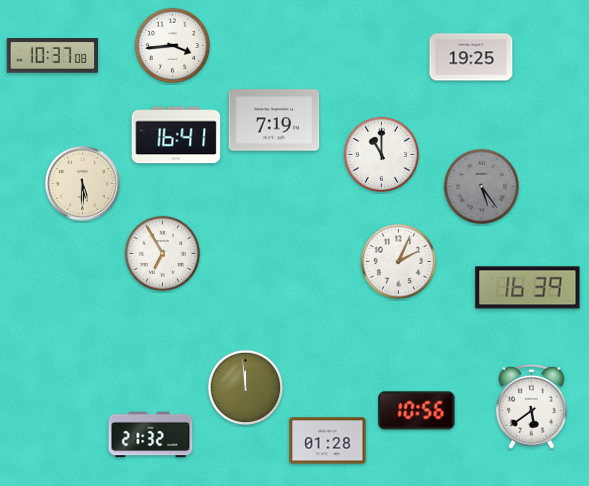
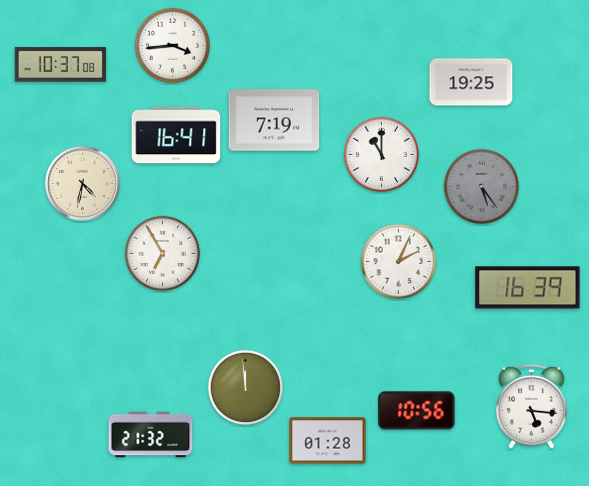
clock at (53, 56) position: (53, 56) -> (61, 65)
clock at (471, 57) position: (471, 57) -> (471, 82)
clock at (83, 184): 5:30 -> 4:32
clock at (531, 406): 5:39 -> 5:16
